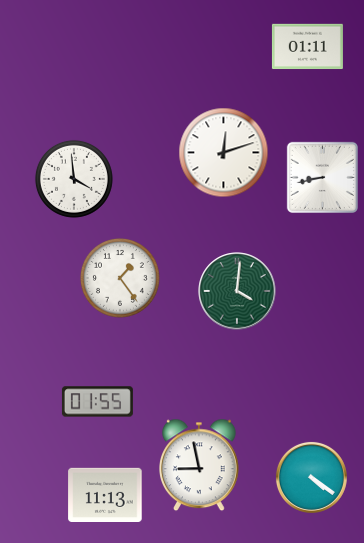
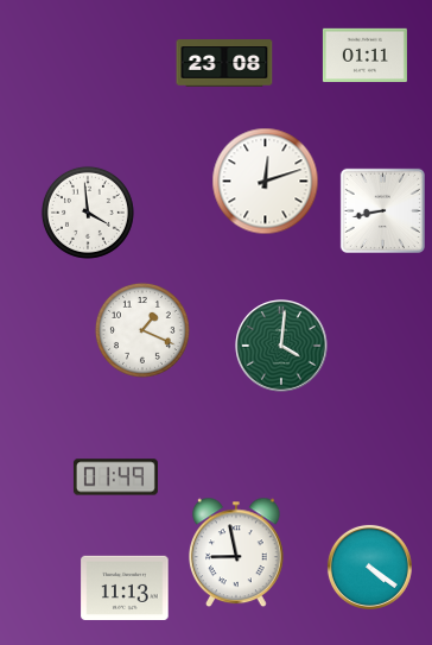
clock at (224, 63): none -> 23:08
clock at (120, 278): 1:24 -> 1:19
clock at (97, 402): 01:55 -> 01:49
